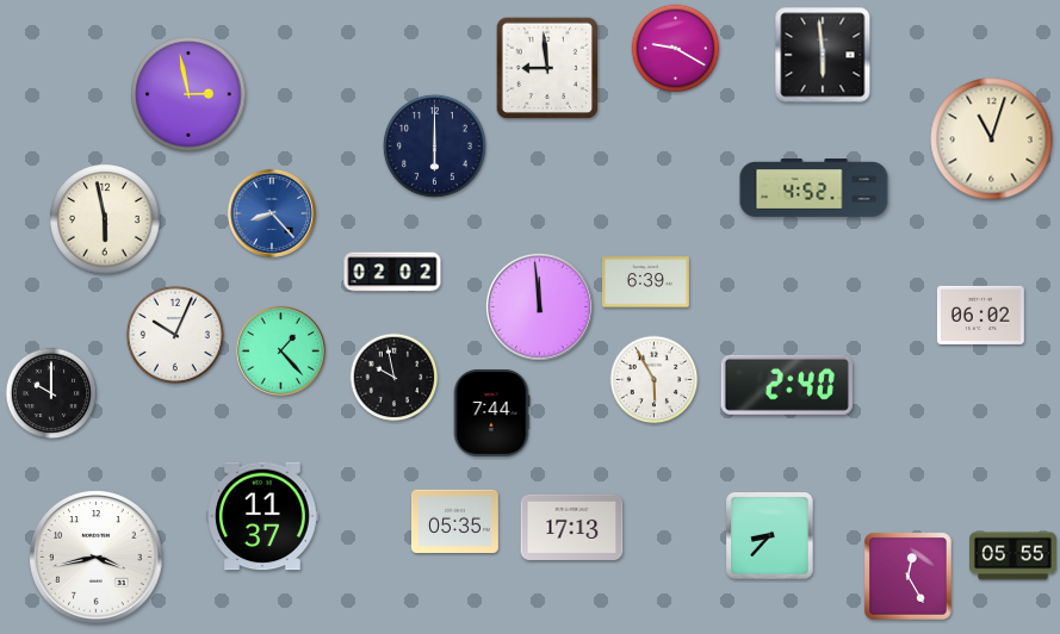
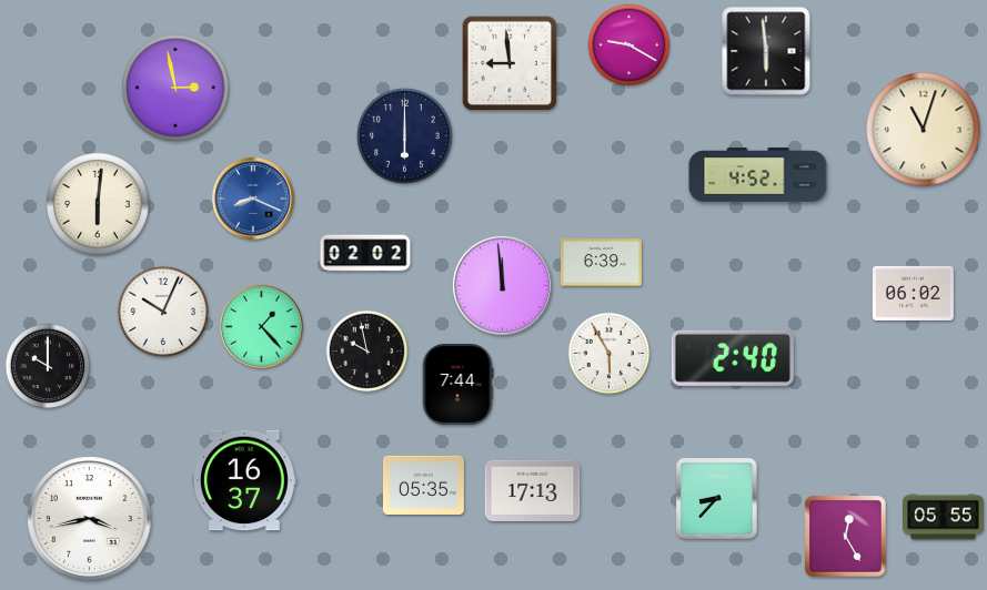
clock at (272, 213): 8:23 -> 8:19
clock at (105, 219): 5:58 -> 6:01
clock at (264, 516): 11:37 -> 16:37
